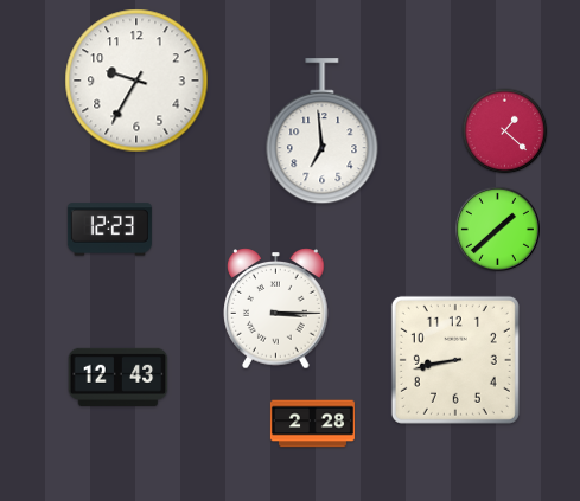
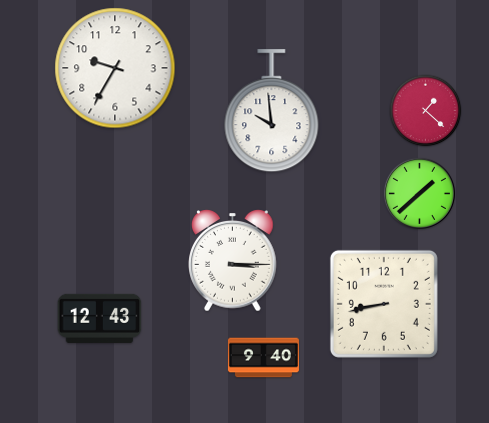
clock at (323, 131): 6:59 -> 9:59
clock at (109, 230): 12:23 -> none
clock at (312, 424): 2:28 -> 9:40
